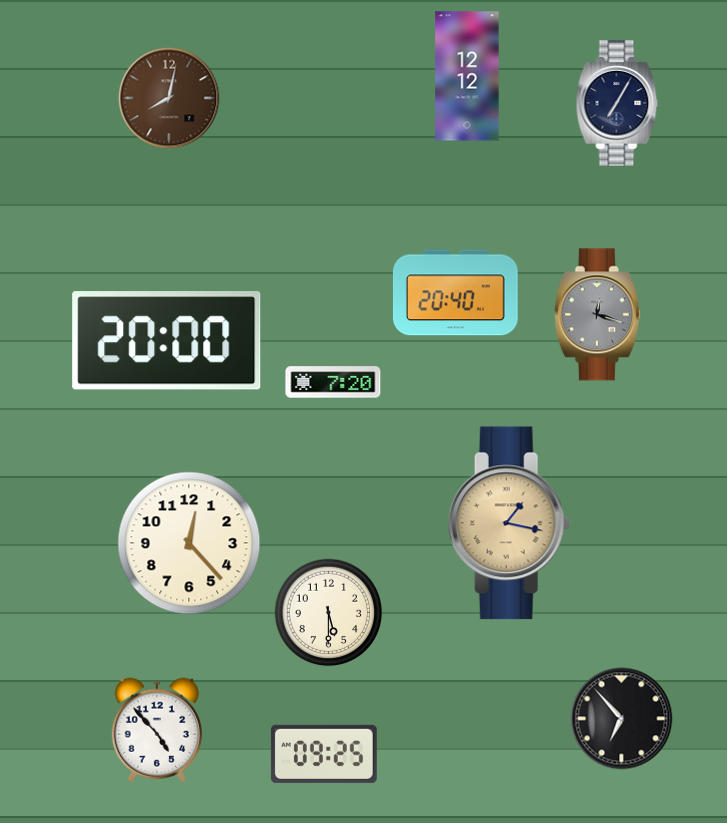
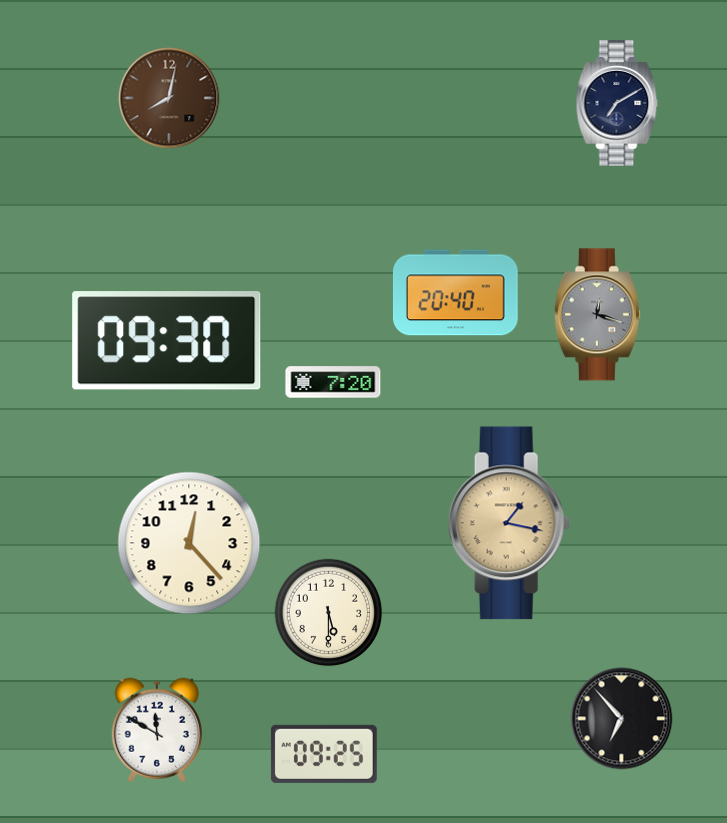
clock at (467, 76): 12:12 -> none
clock at (617, 103): 7:05 -> 7:10
clock at (167, 341): 20:00 -> 09:30
clock at (157, 730): 4:53 -> 11:50
